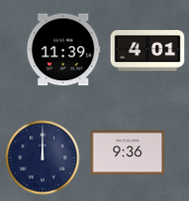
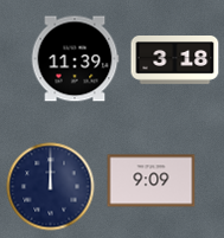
clock at (148, 51): 4:01 -> 3:18
clock at (128, 153): 9:36 -> 9:09
